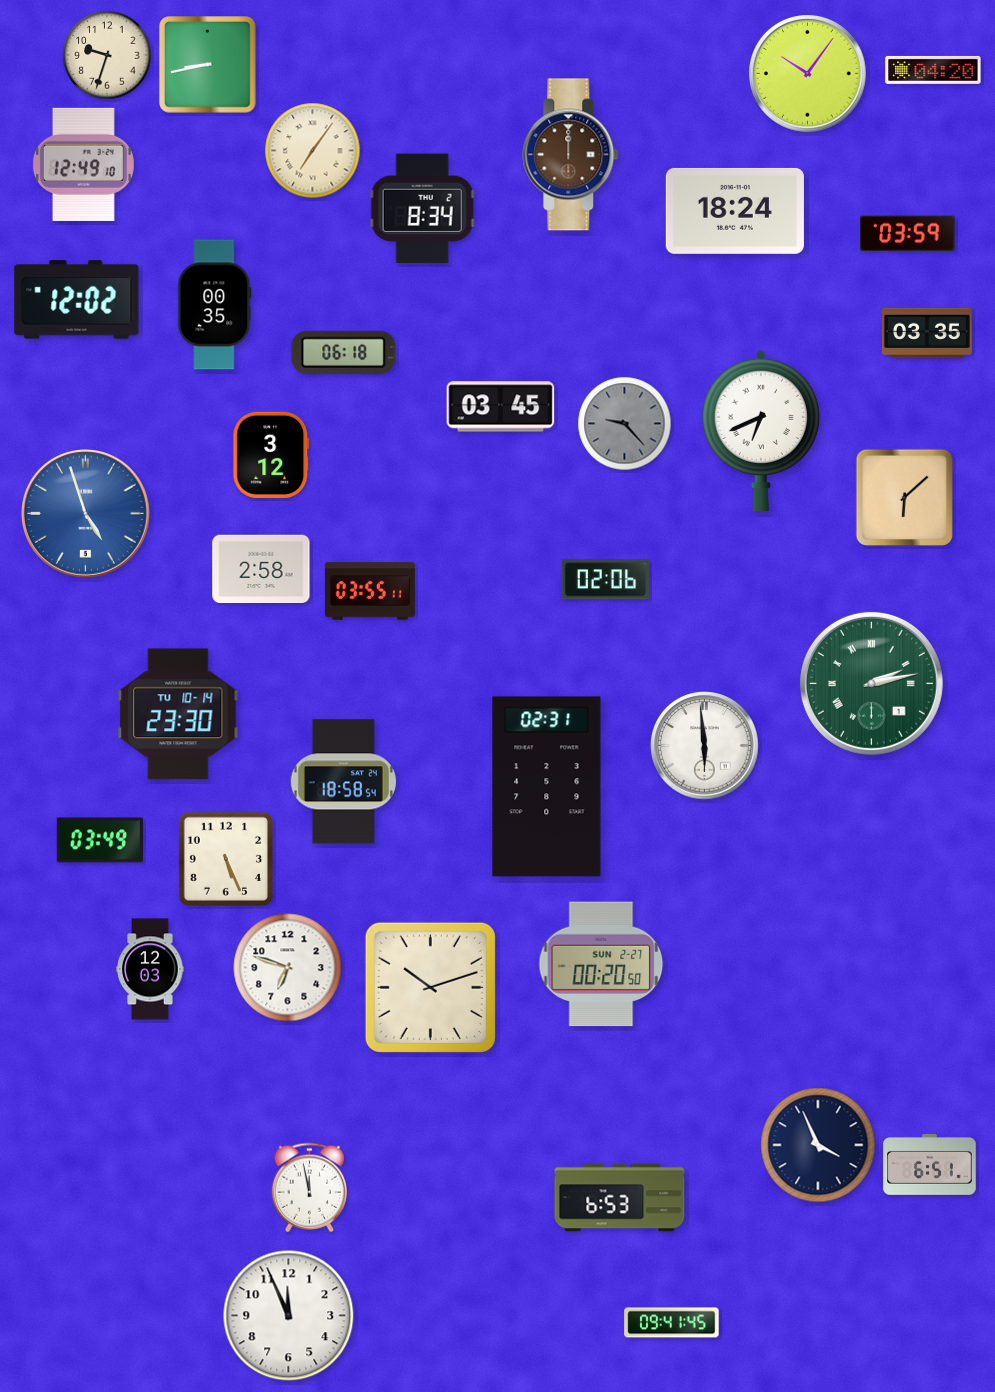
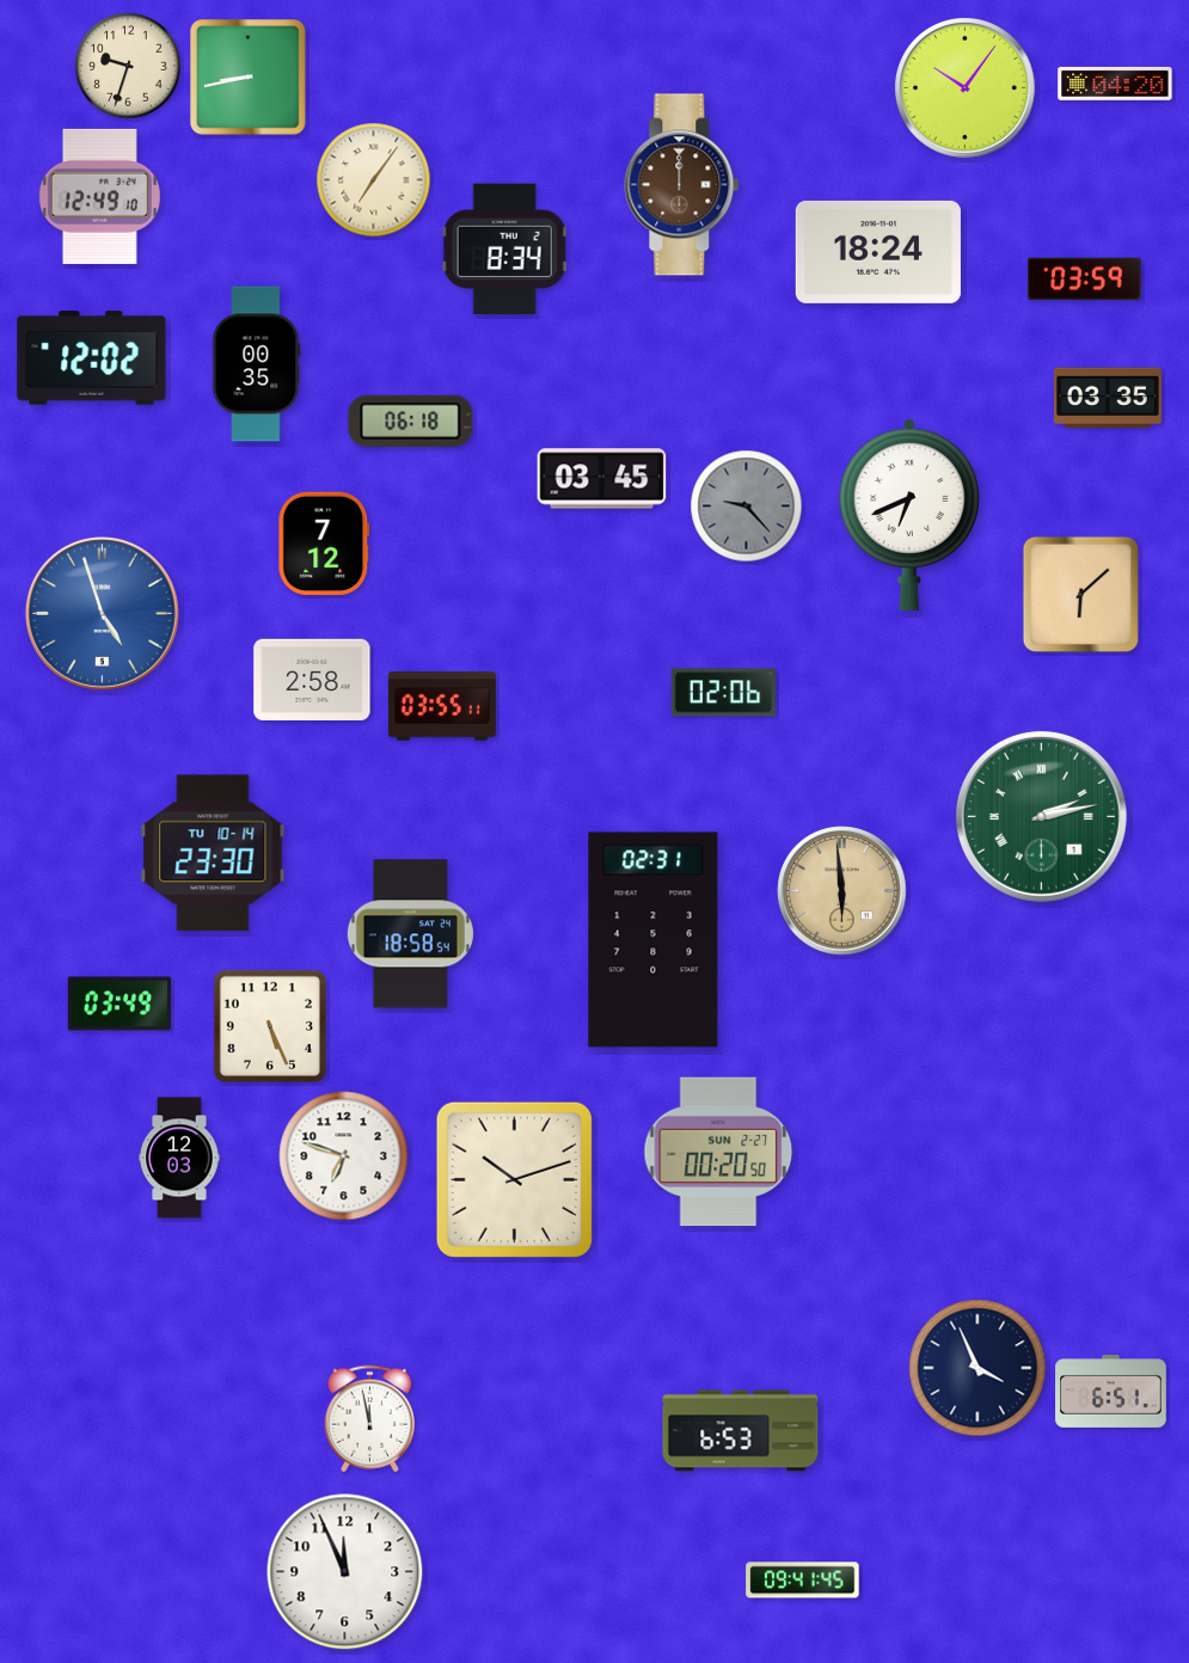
clock at (501, 407) position: (501, 407) -> (602, 479)
clock at (271, 454): 3:12 -> 7:12
clock at (705, 746) dial: white -> champagne
